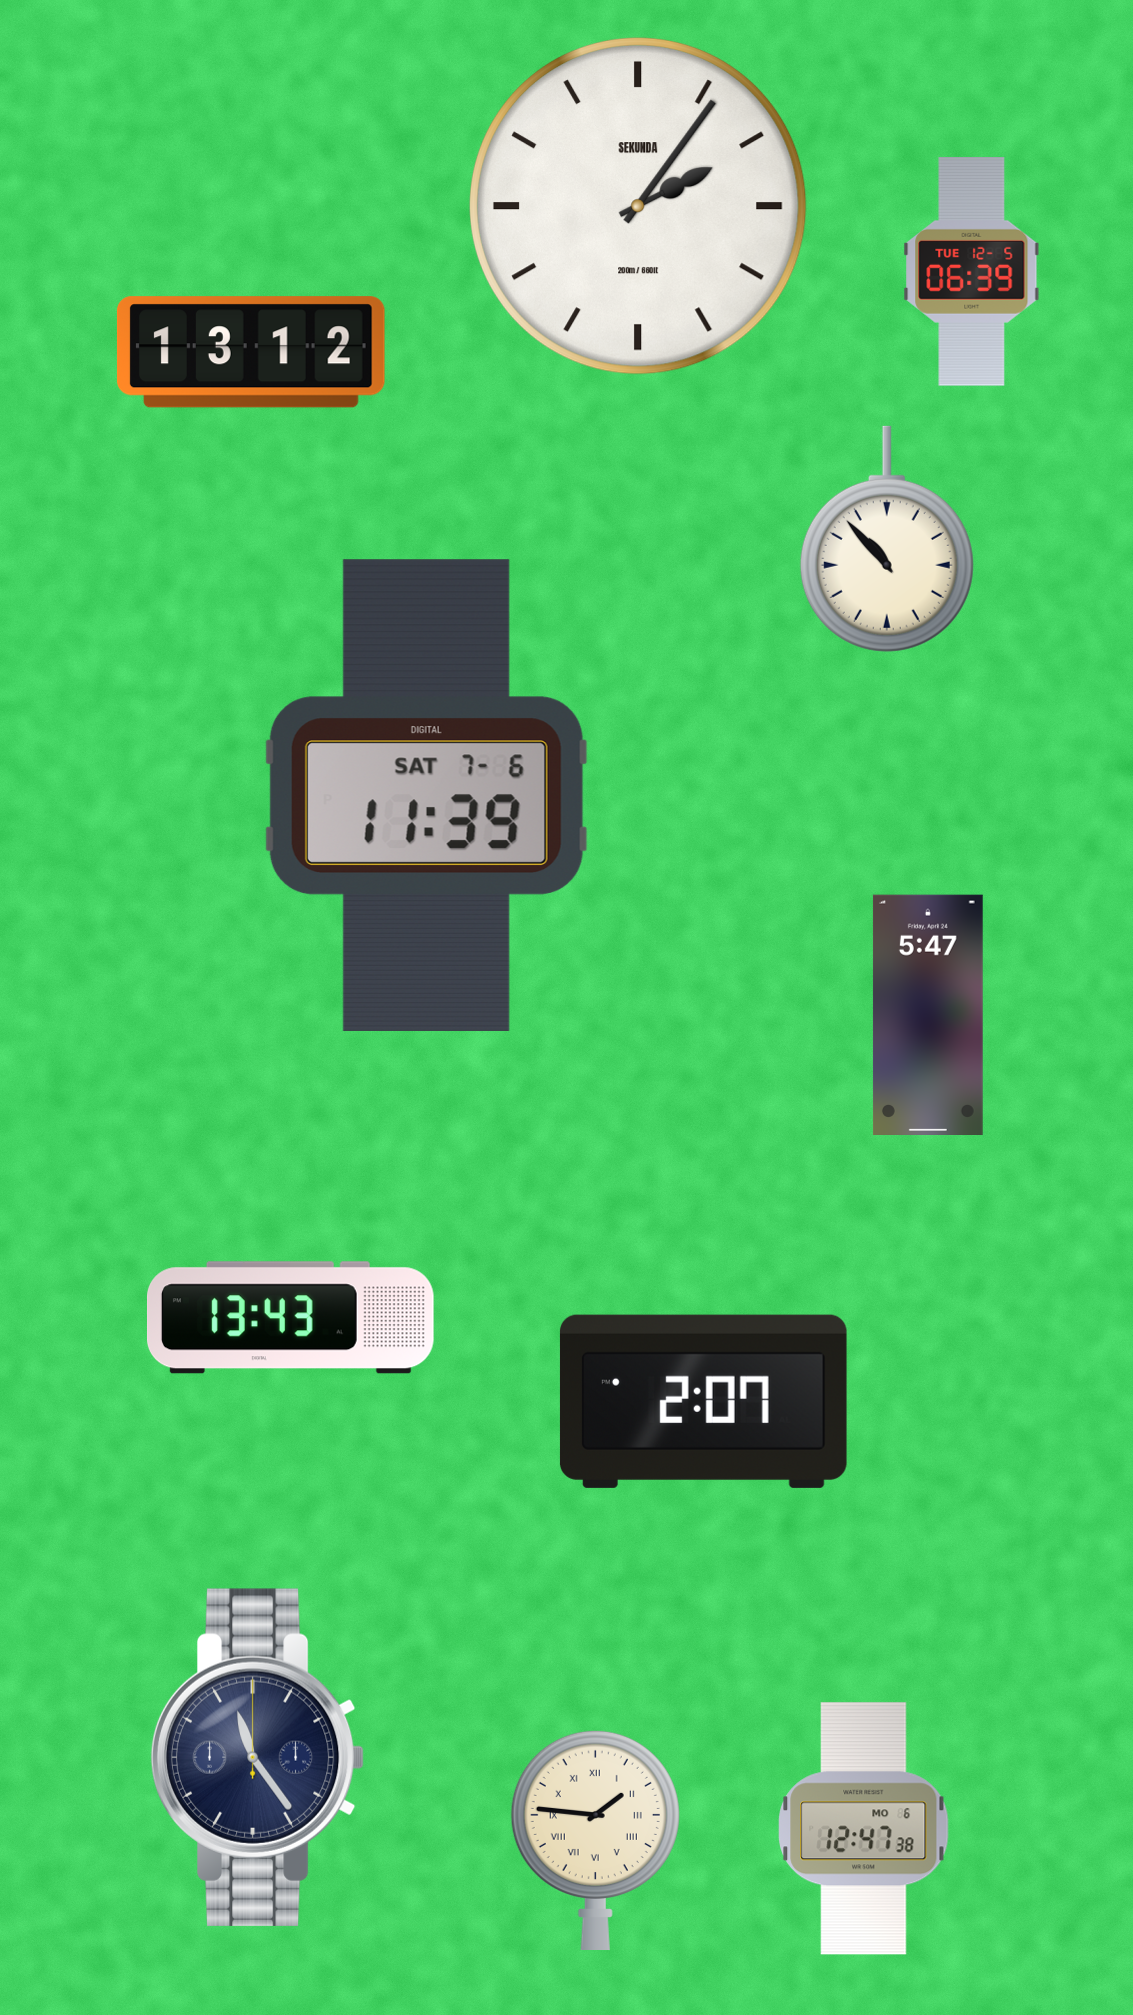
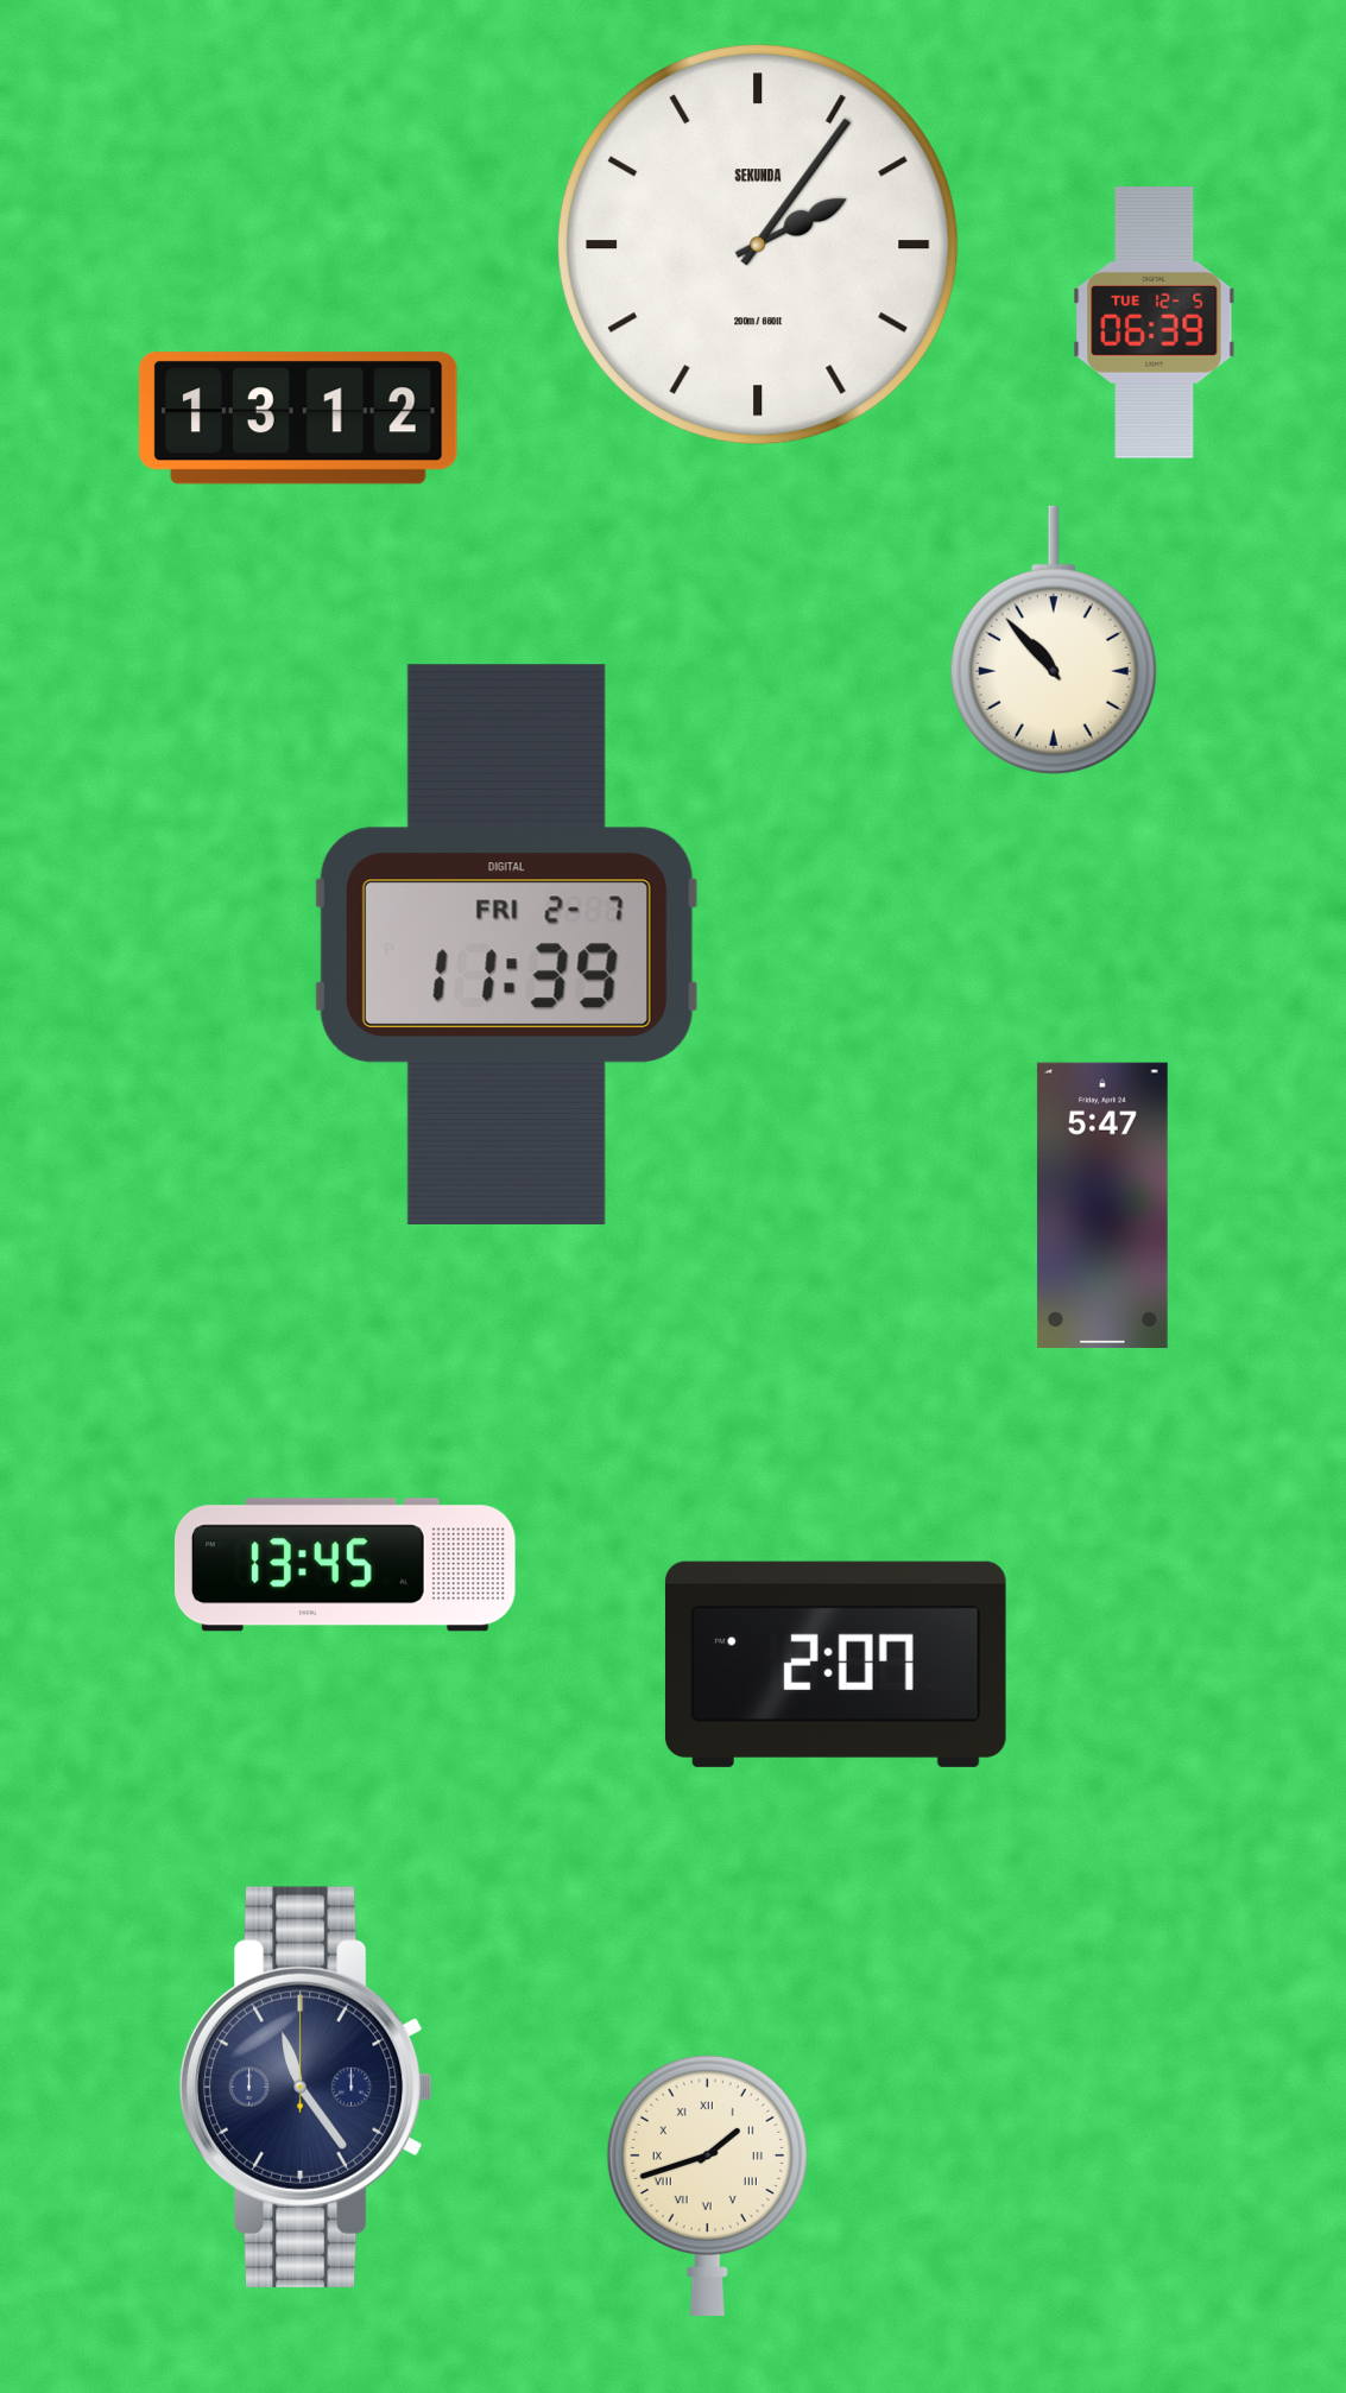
clock at (426, 795) date: SAT 7-6 -> FRI 2-7
clock at (291, 1318): 13:43 -> 13:45
clock at (864, 1829): 12:47 -> none
clock at (595, 1839): 1:46 -> 1:42
